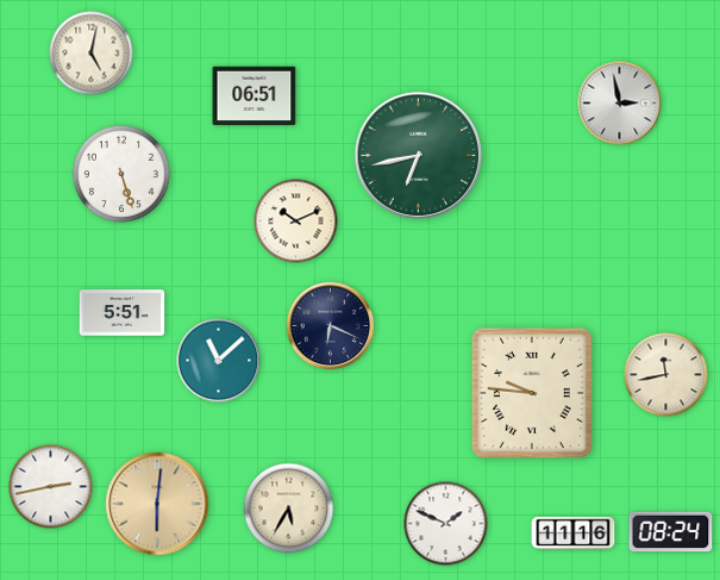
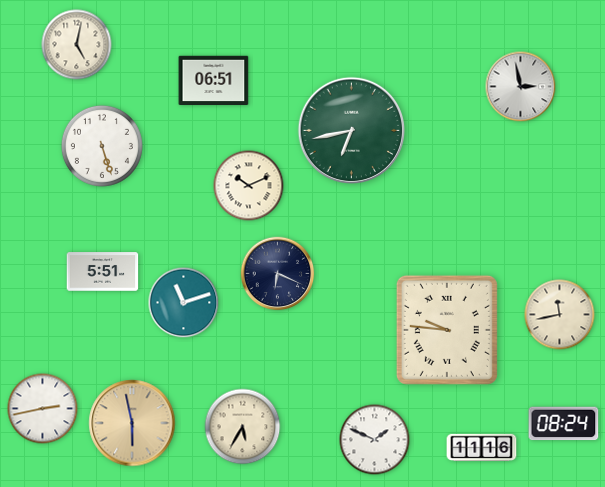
clock at (123, 313) position: (123, 313) -> (103, 272)
clock at (219, 361): 11:08 -> 11:12
clock at (157, 504): 6:01 -> 5:58
clock at (671, 532) position: (671, 532) -> (564, 424)
